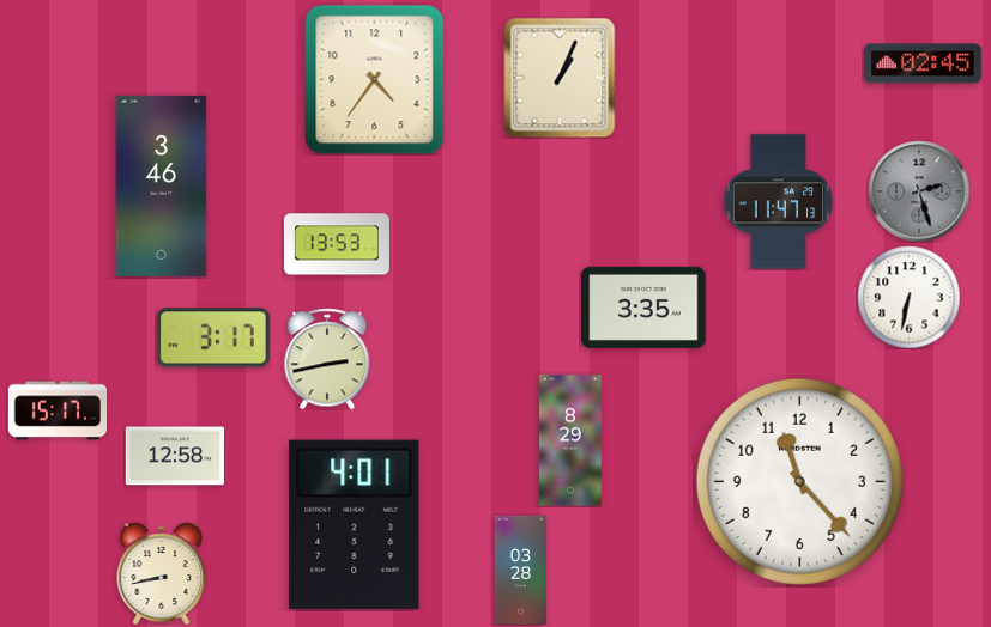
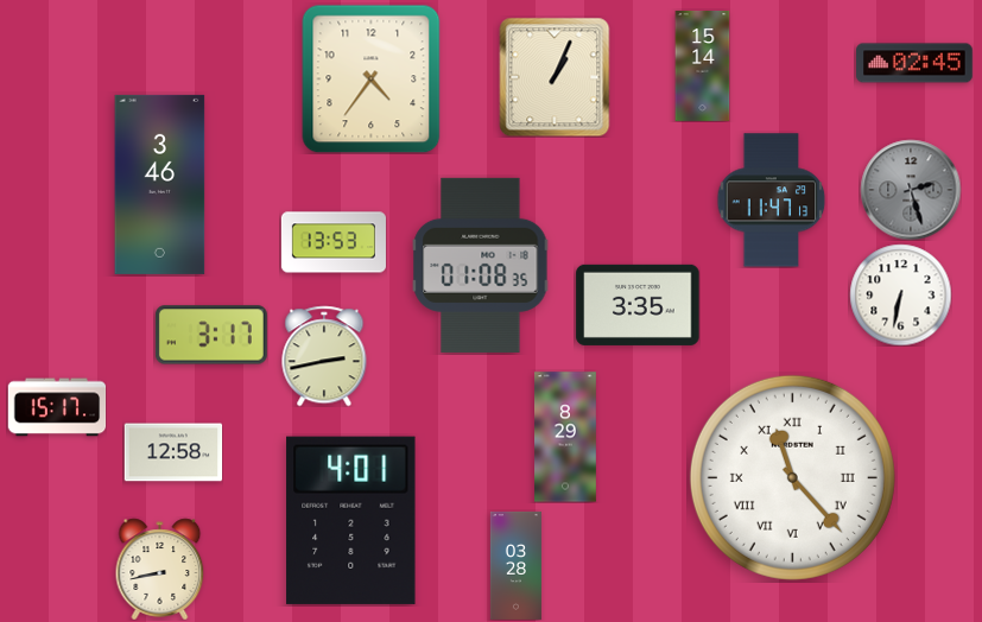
clock at (703, 65): none -> 15:14
clock at (481, 265): none -> 01:08
clock at (799, 481) numerals: Arabic -> Roman
